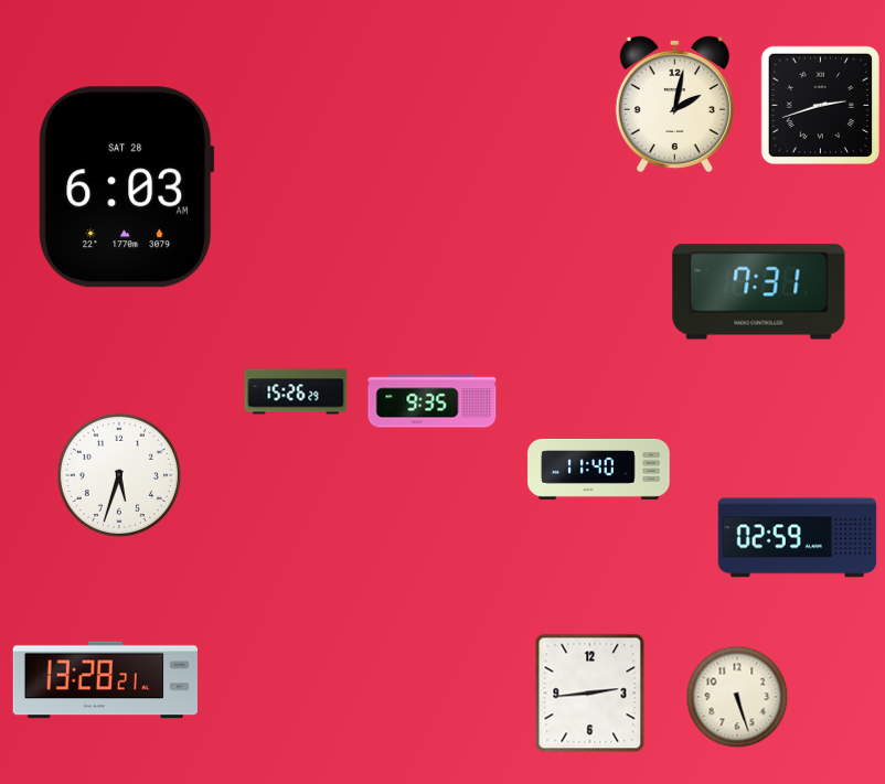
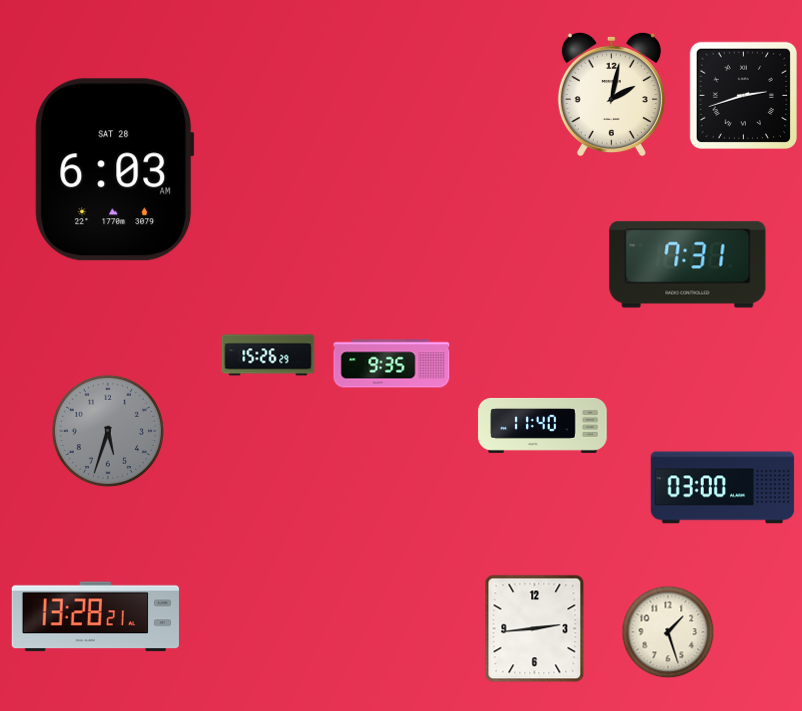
clock at (119, 475) dial: white -> grey
clock at (798, 538): 02:59 -> 03:00
clock at (737, 697): 5:27 -> 1:27
